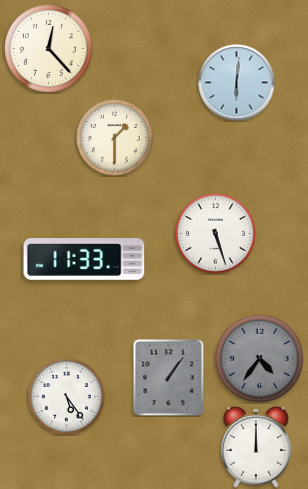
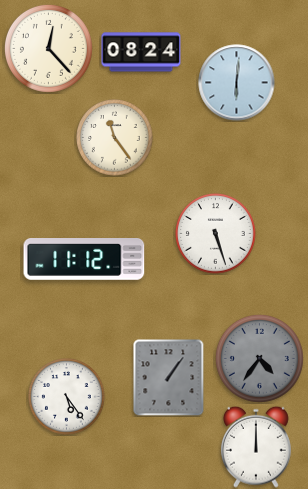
clock at (141, 52): none -> 08:24
clock at (115, 138): 1:30 -> 11:24
clock at (84, 260): 11:33 -> 11:12
